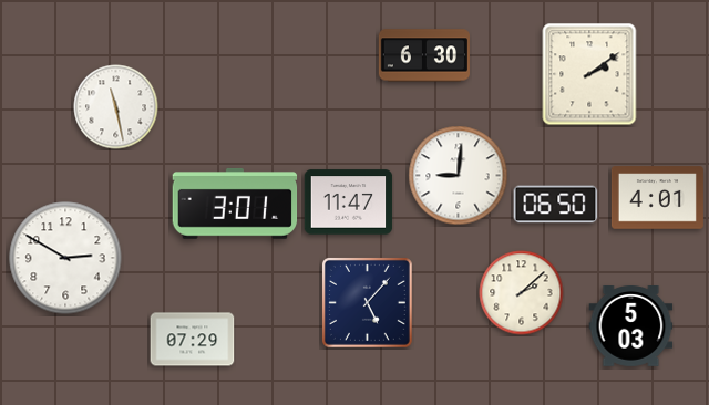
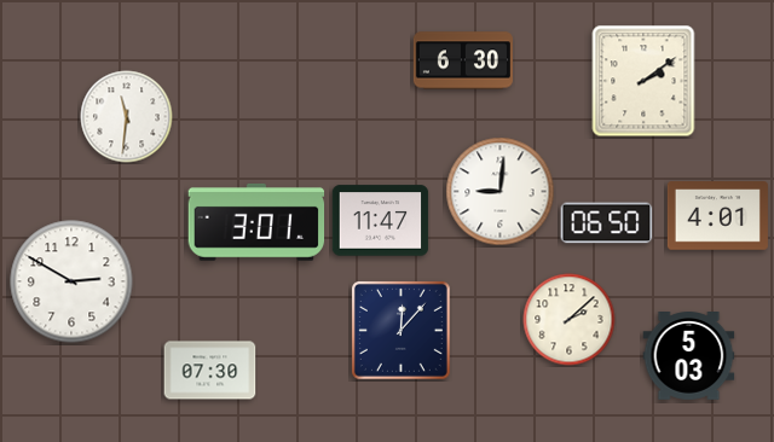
clock at (116, 107): 11:28 -> 11:31
clock at (367, 302): 5:07 -> 12:07
clock at (193, 340): 07:29 -> 07:30
